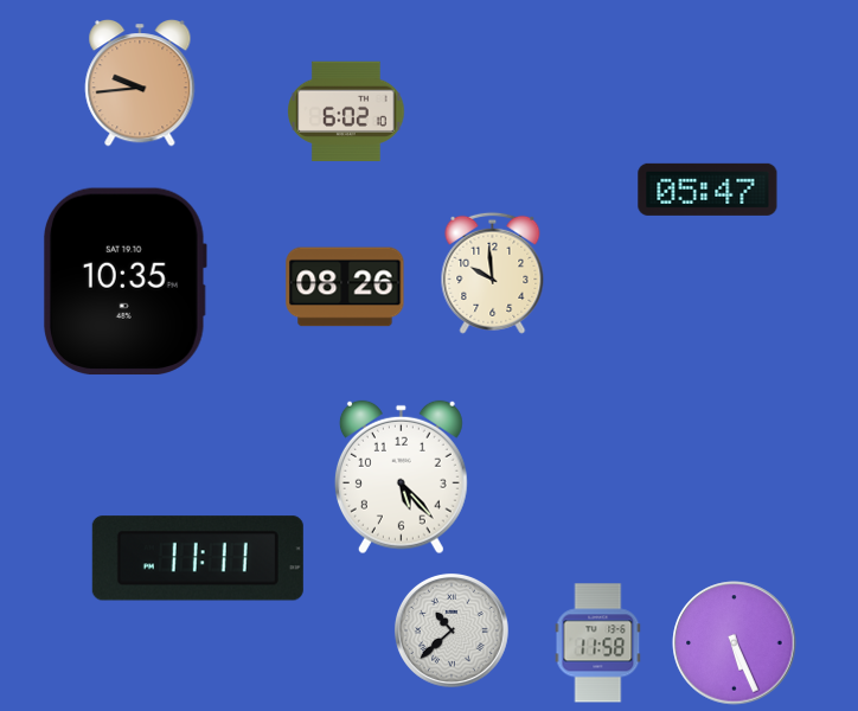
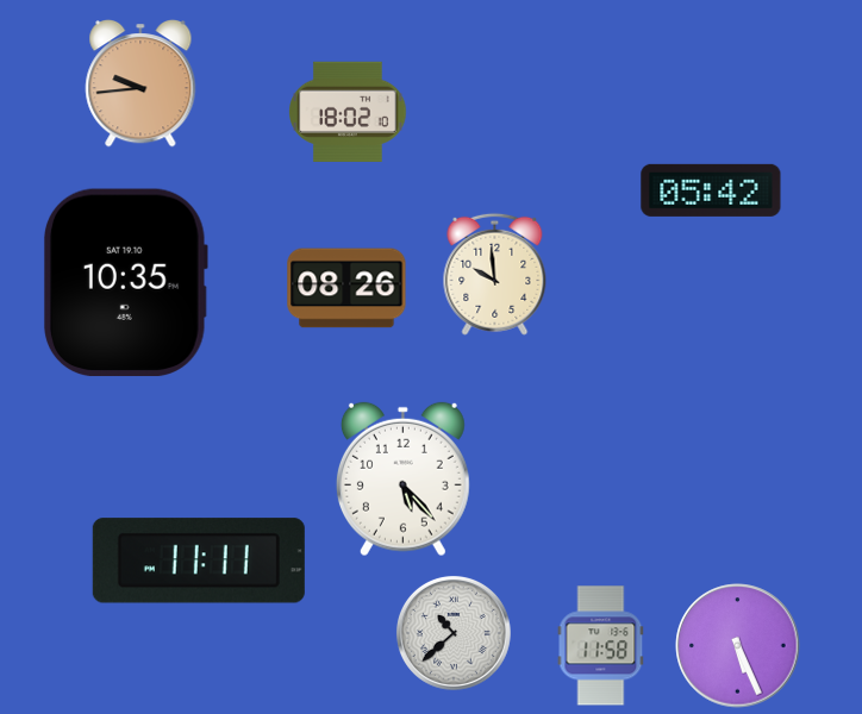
clock at (346, 110): 6:02 -> 18:02
clock at (707, 190): 05:47 -> 05:42
